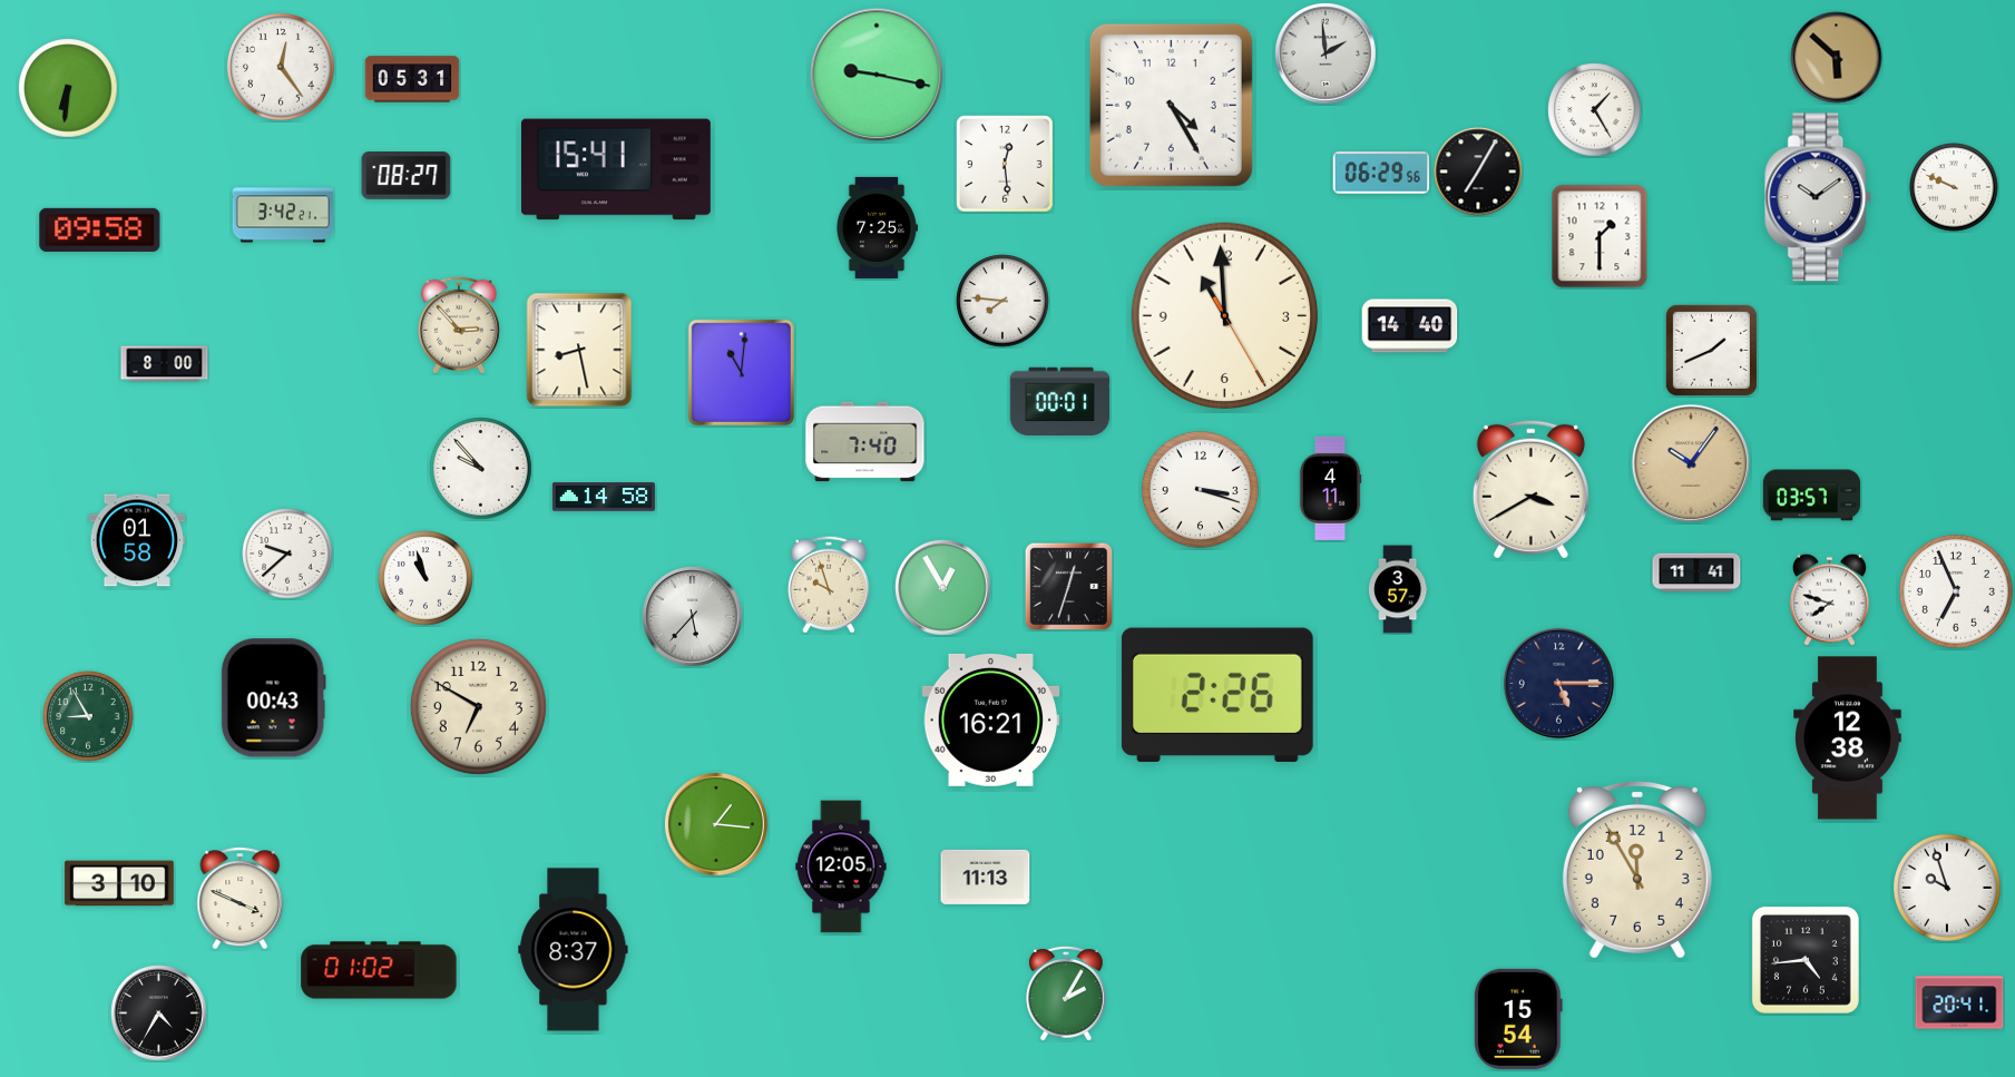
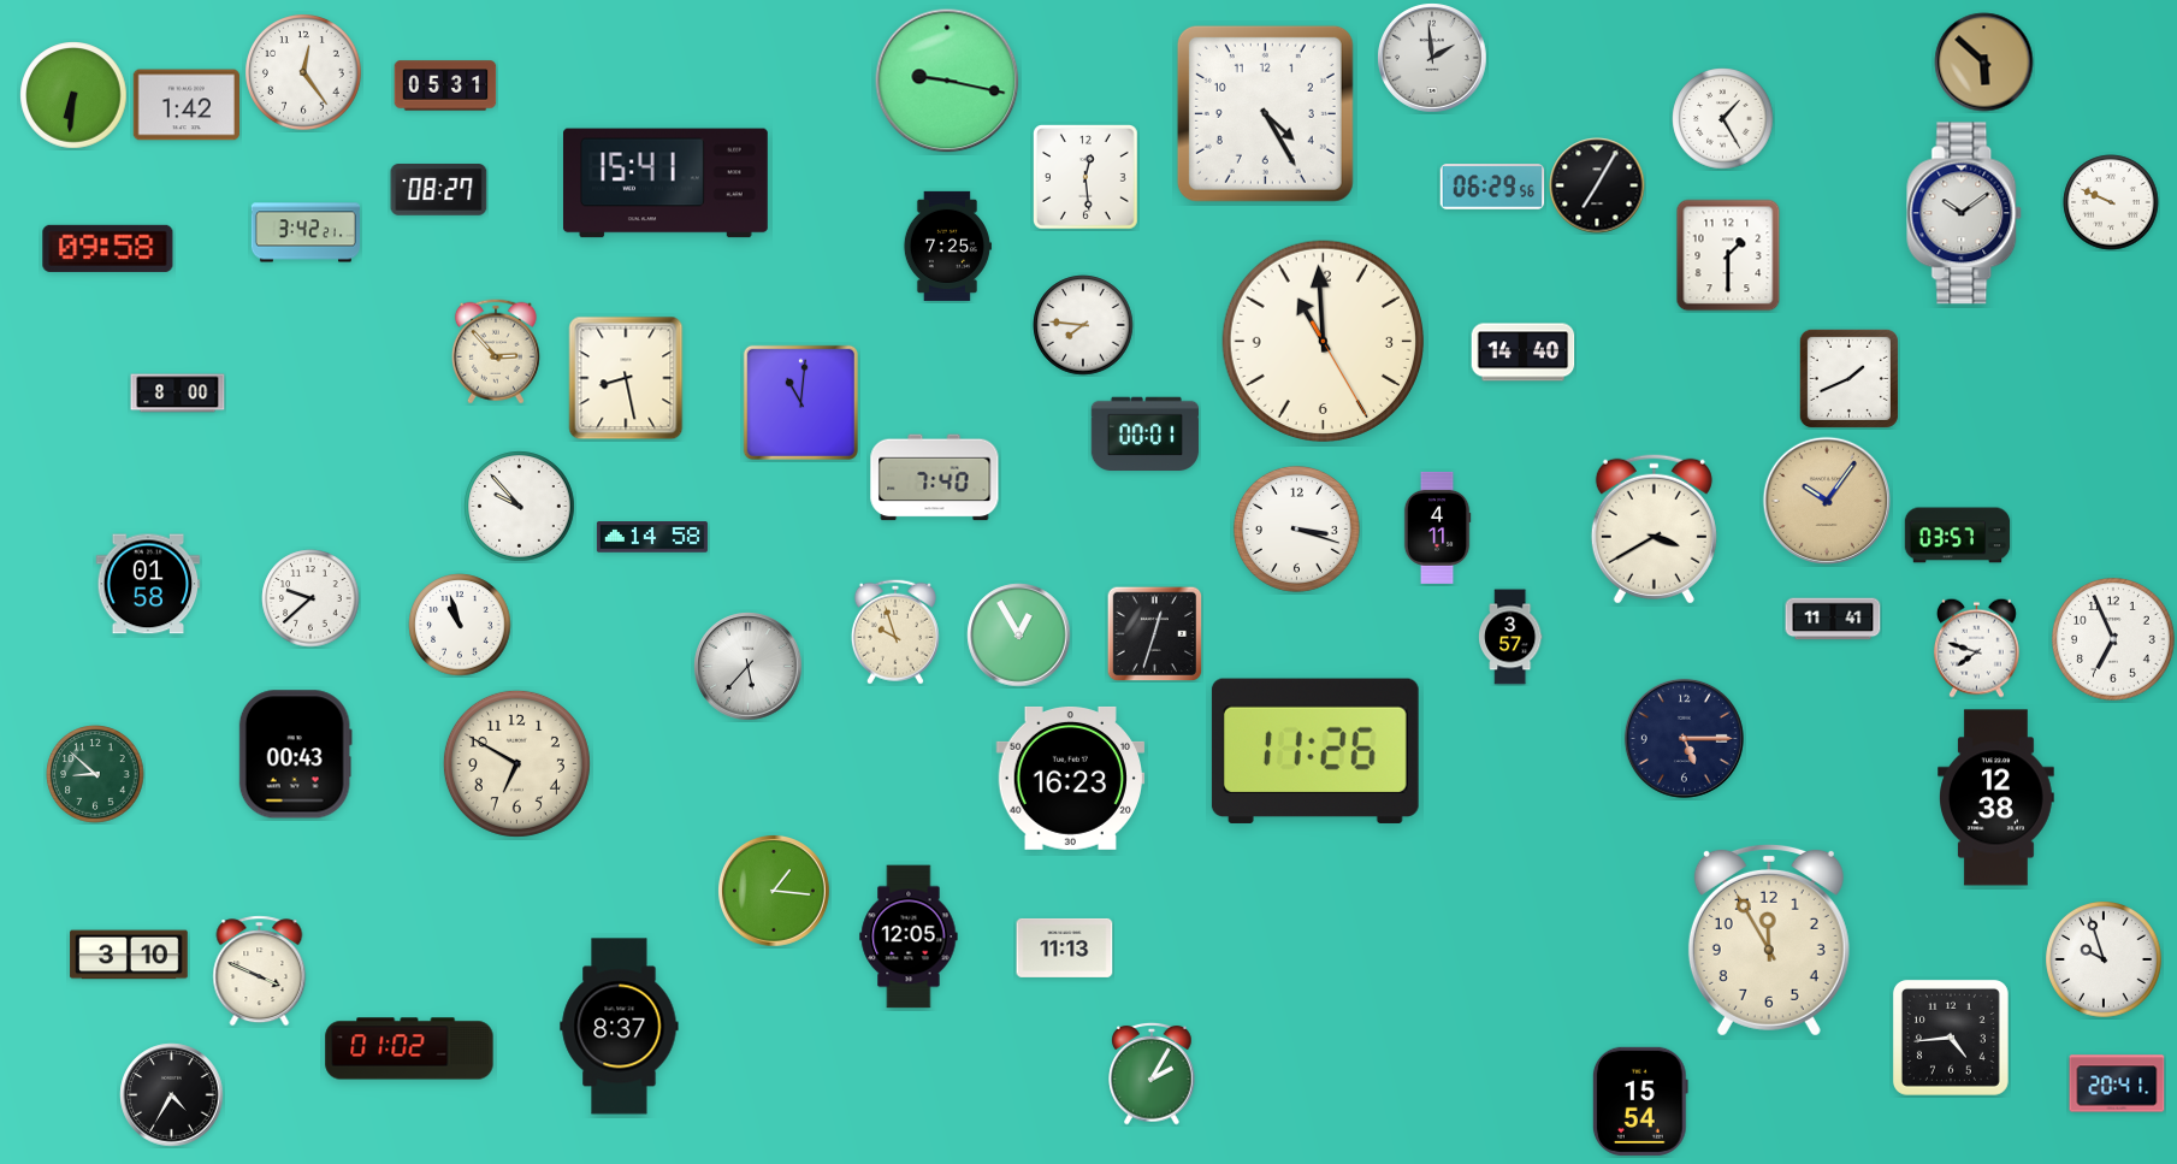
clock at (185, 105): none -> 1:42
clock at (1217, 695): 2:26 -> 11:26
clock at (88, 716): 8:55 -> 8:52
clock at (991, 719): 16:21 -> 16:23
